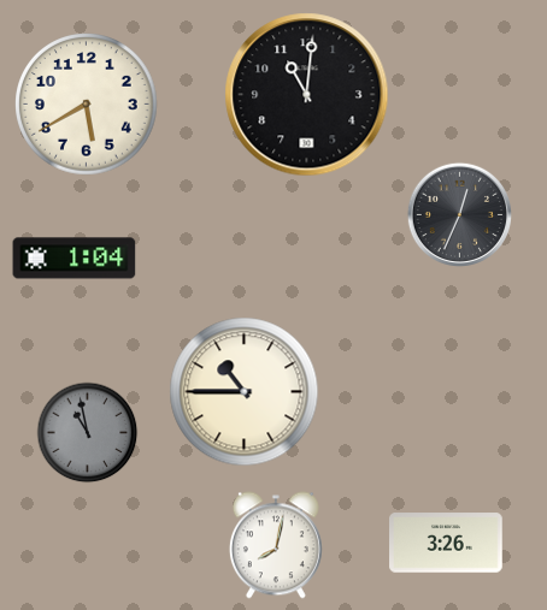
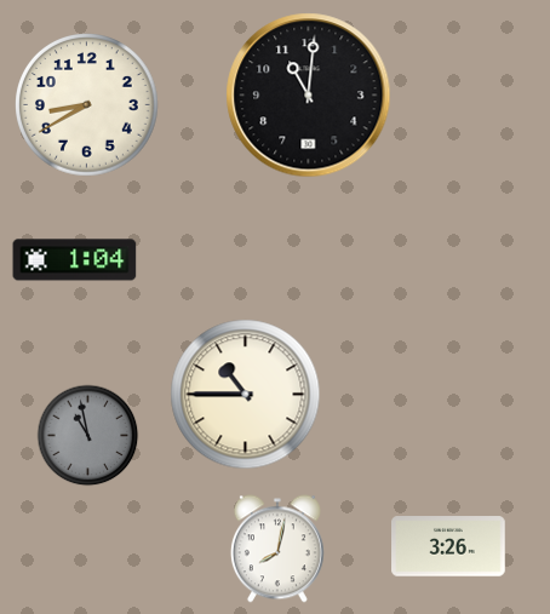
clock at (87, 105): 5:40 -> 8:40
clock at (459, 214): 12:34 -> none
